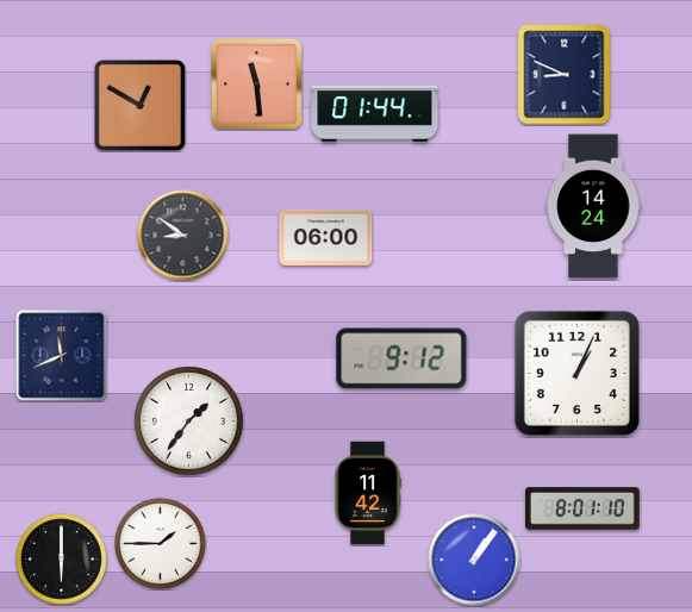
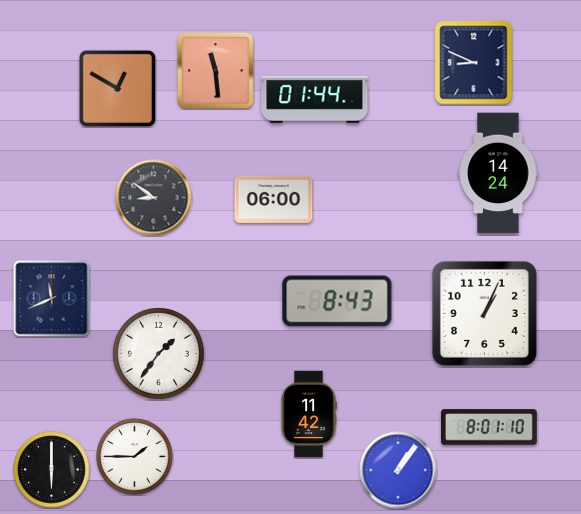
clock at (375, 113) position: (375, 113) -> (315, 99)
clock at (401, 358): 9:12 -> 8:43
